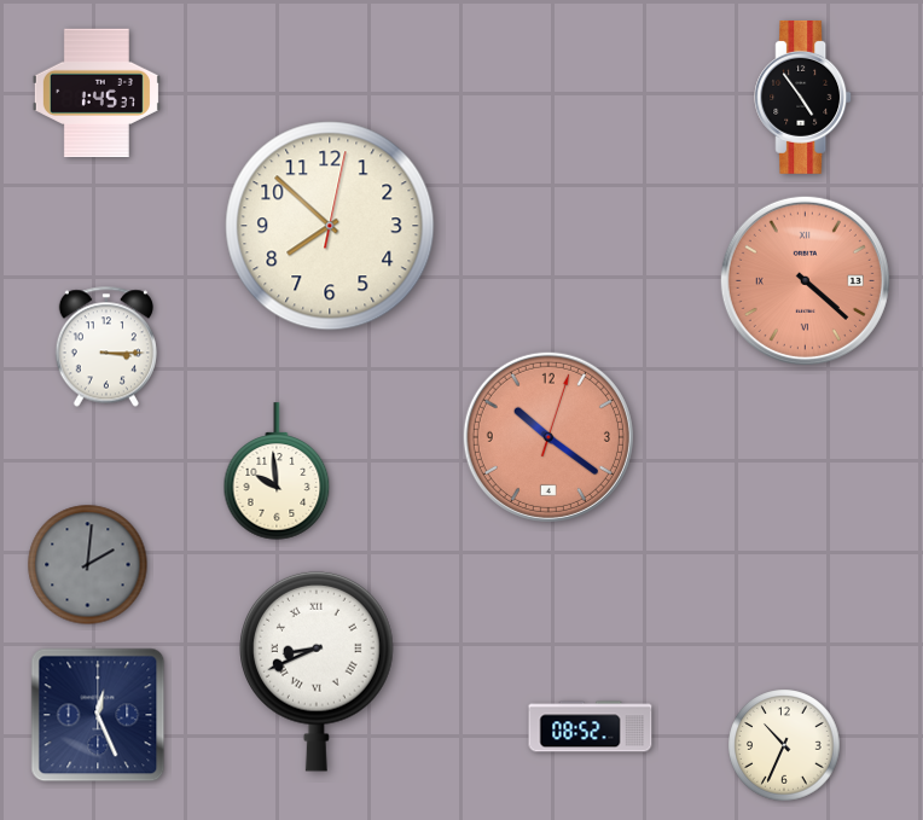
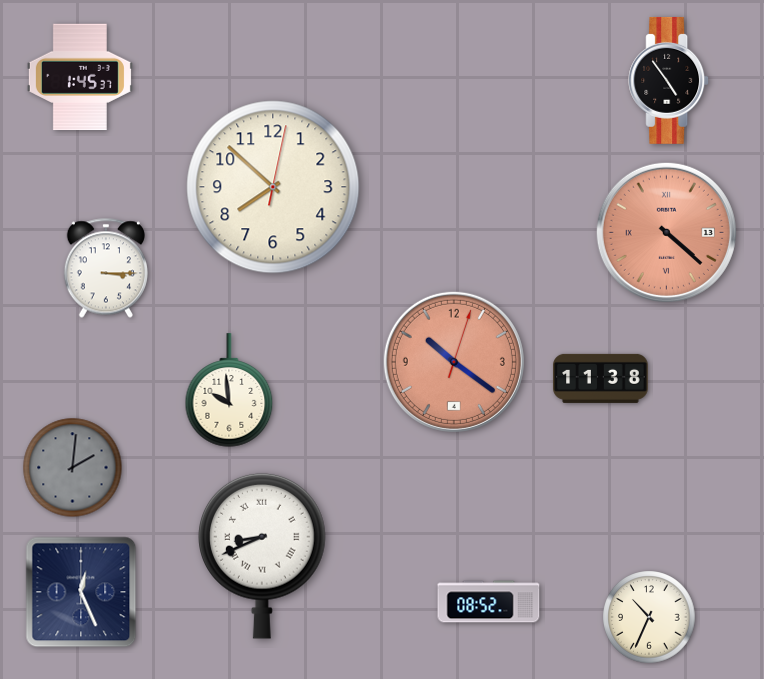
clock at (803, 97) position: (803, 97) -> (669, 80)
clock at (106, 347) position: (106, 347) -> (106, 268)
clock at (601, 378): none -> 11:38
